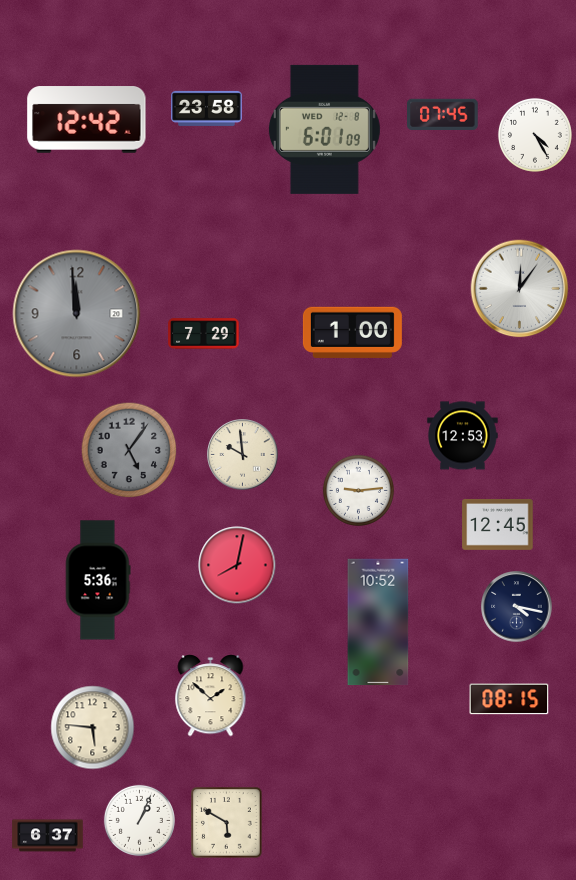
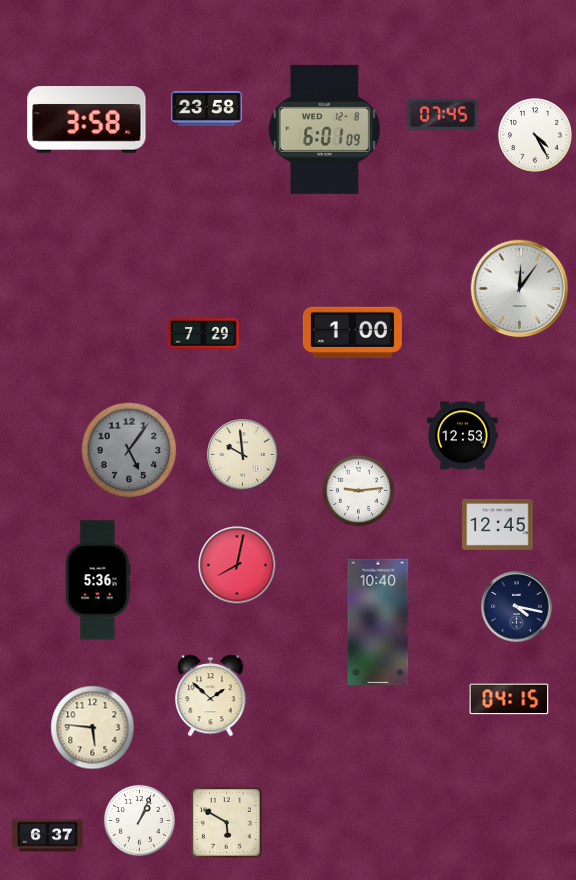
clock at (87, 120): 12:42 -> 3:58
clock at (77, 314): 11:59 -> none
clock at (378, 622): 10:52 -> 10:40
clock at (509, 699): 08:15 -> 04:15
